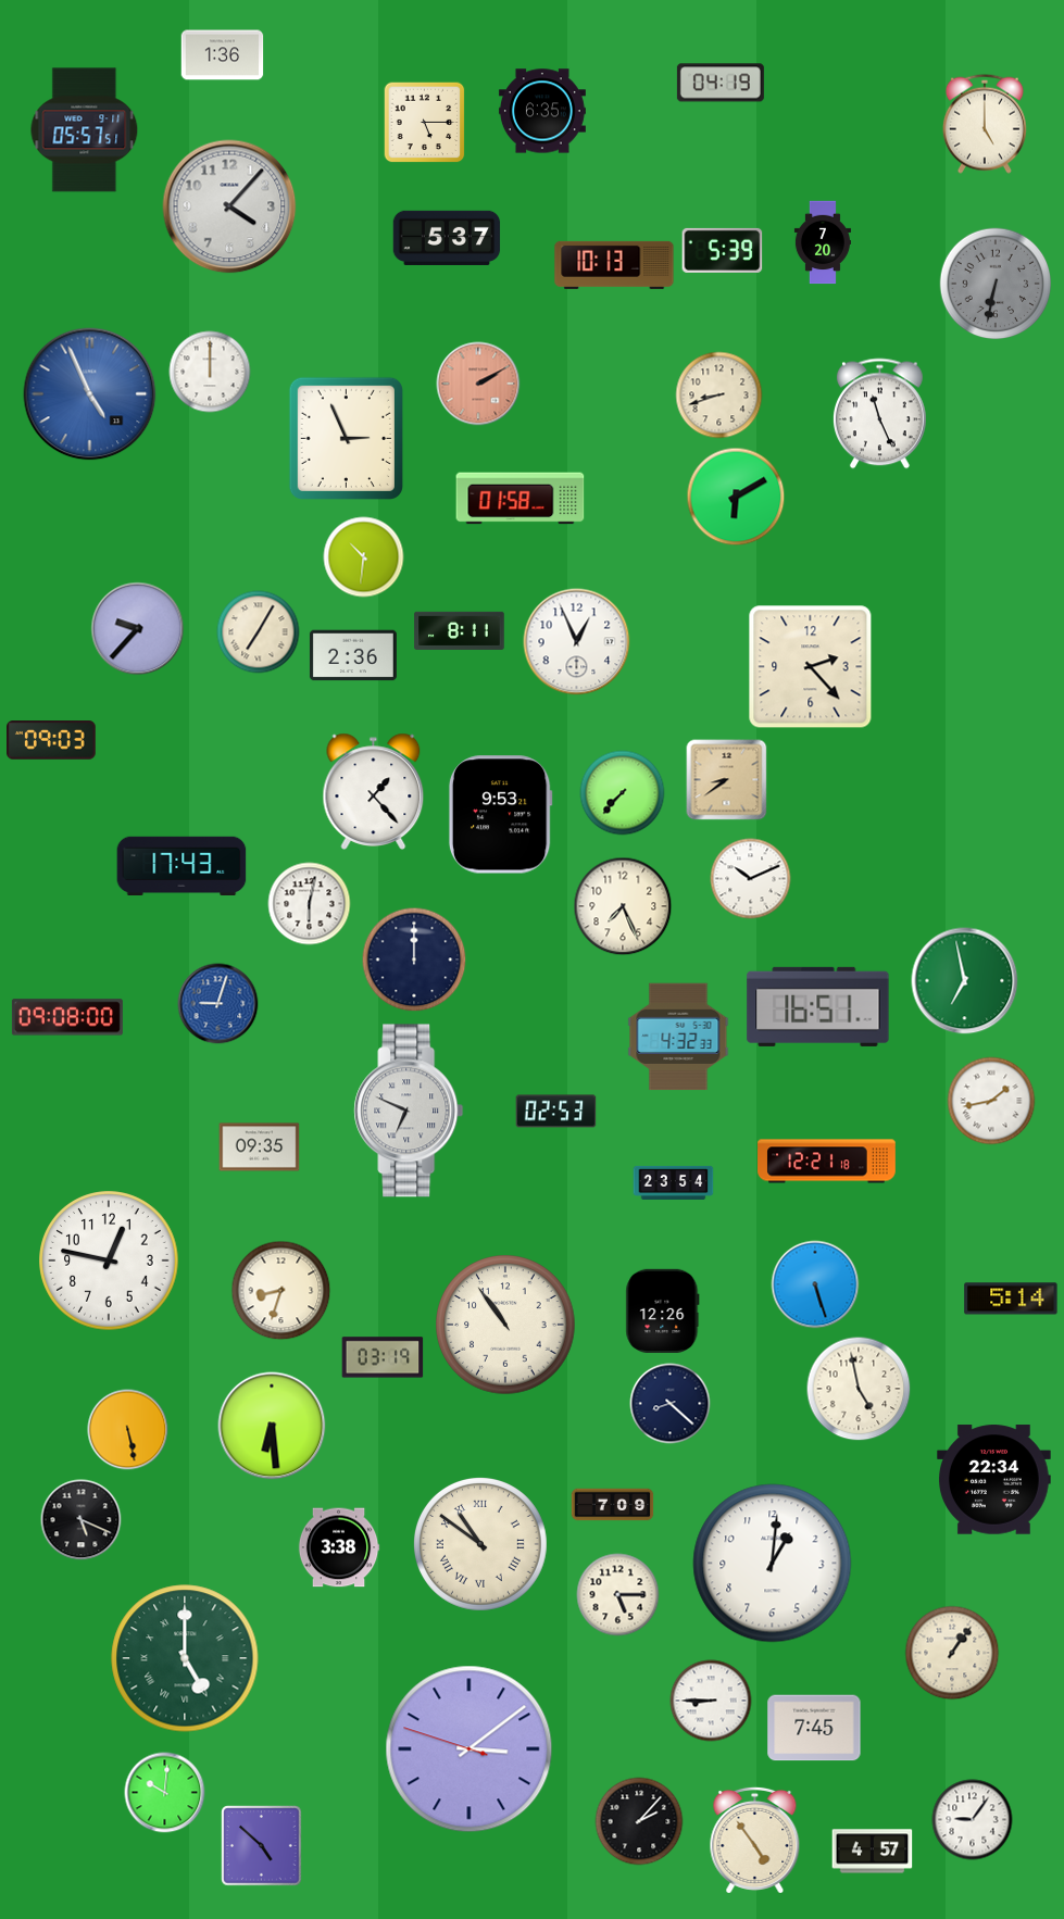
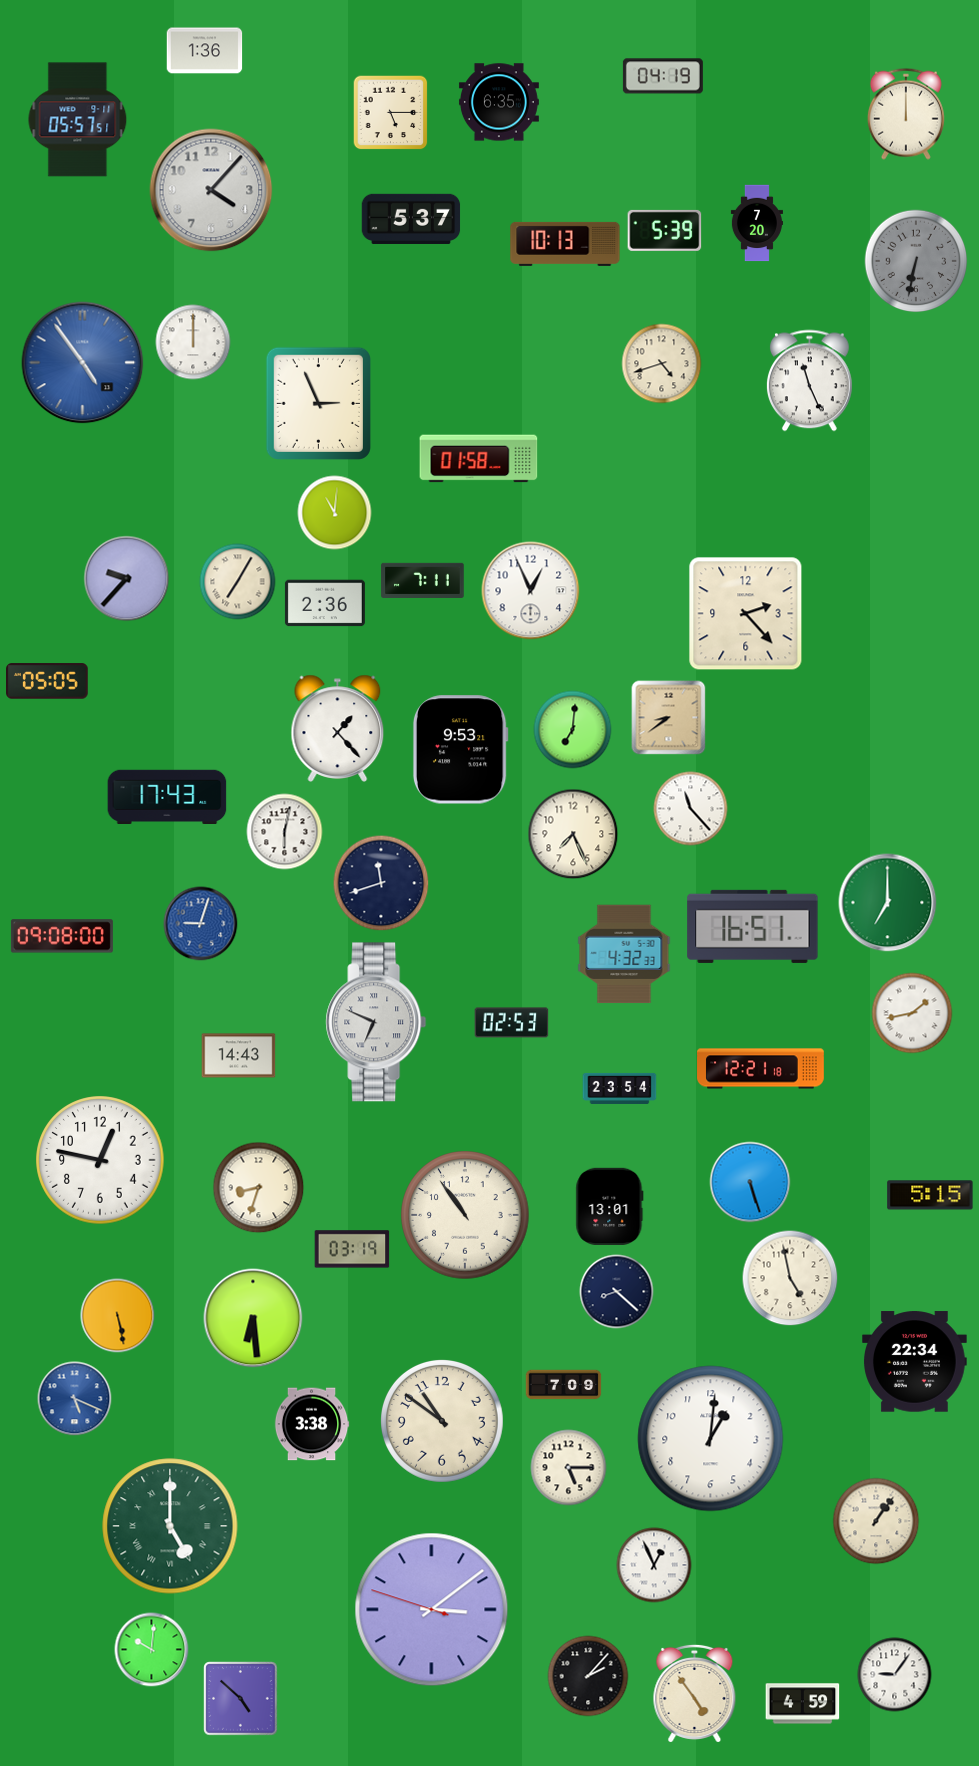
clock at (985, 124): 5:00 -> 12:00
clock at (478, 384): 2:10 -> none
clock at (90, 394): 4:56 -> 4:54
clock at (719, 396): 8:42 -> 4:42
clock at (736, 497): 6:10 -> none
clock at (364, 557): 10:31 -> 11:01
clock at (460, 630): 8:11 -> 7:11
clock at (52, 740): 09:03 -> 05:05
clock at (374, 791) position: (374, 791) -> (338, 728)
clock at (623, 793): 7:37 -> 7:01
clock at (751, 879): 10:11 -> 11:23
clock at (414, 959): 12:00 -> 11:42
clock at (965, 981): 6:58 -> 7:00
clock at (260, 1147): 09:35 -> 14:43
clock at (1011, 1299): 5:14 -> 5:15
clock at (663, 1310): 12:26 -> 13:01
clock at (505, 1325) position: (505, 1325) -> (465, 1215)
clock at (272, 1426) position: (272, 1426) -> (253, 1318)
clock at (82, 1520) dial: black -> blue
clock at (480, 1544) numerals: Roman -> Arabic
clock at (711, 1701): 8:45 -> 12:56
clock at (814, 1728): 7:45 -> none
clock at (873, 1852): 4:57 -> 4:59
